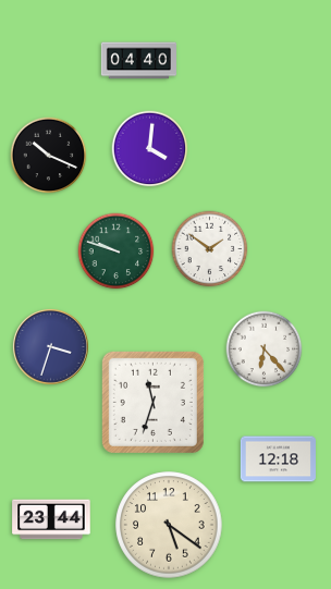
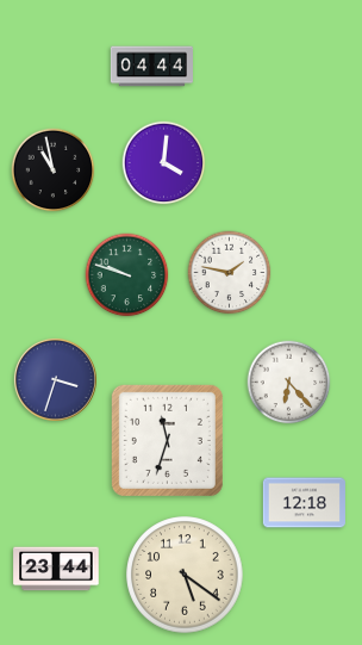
clock at (138, 61): 04:40 -> 04:44
clock at (49, 156): 10:19 -> 10:58
clock at (210, 249): 1:51 -> 1:47
